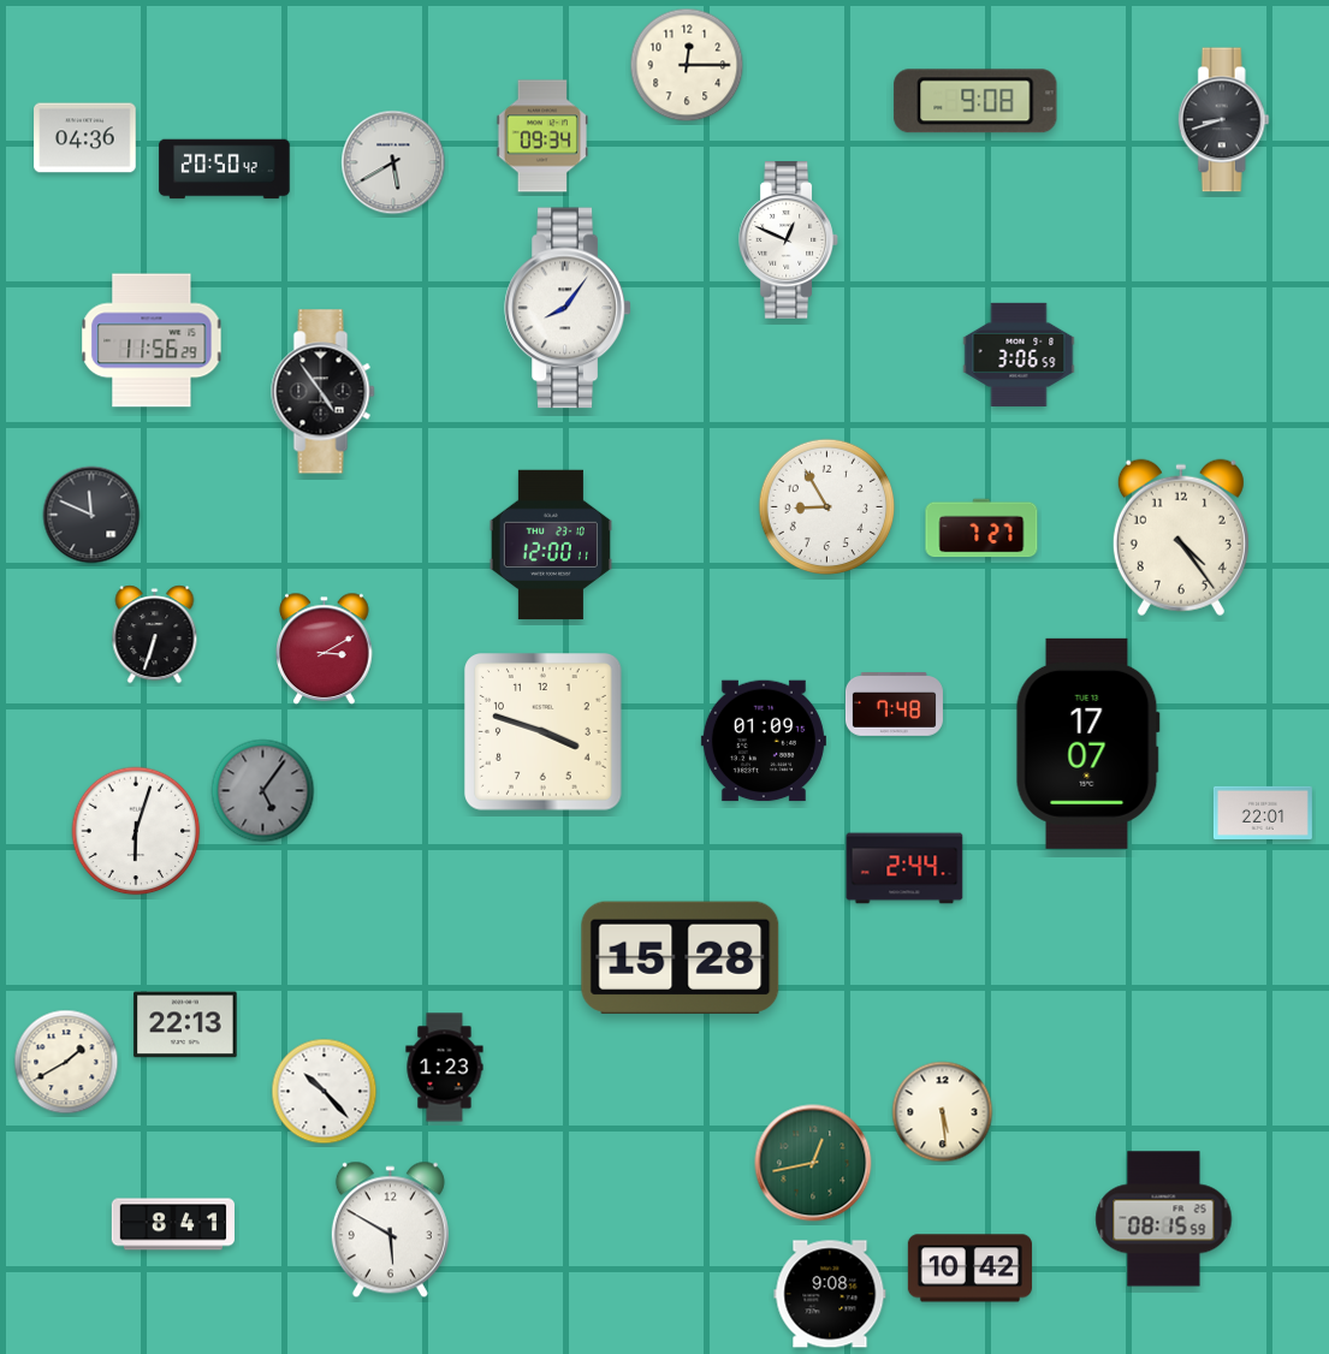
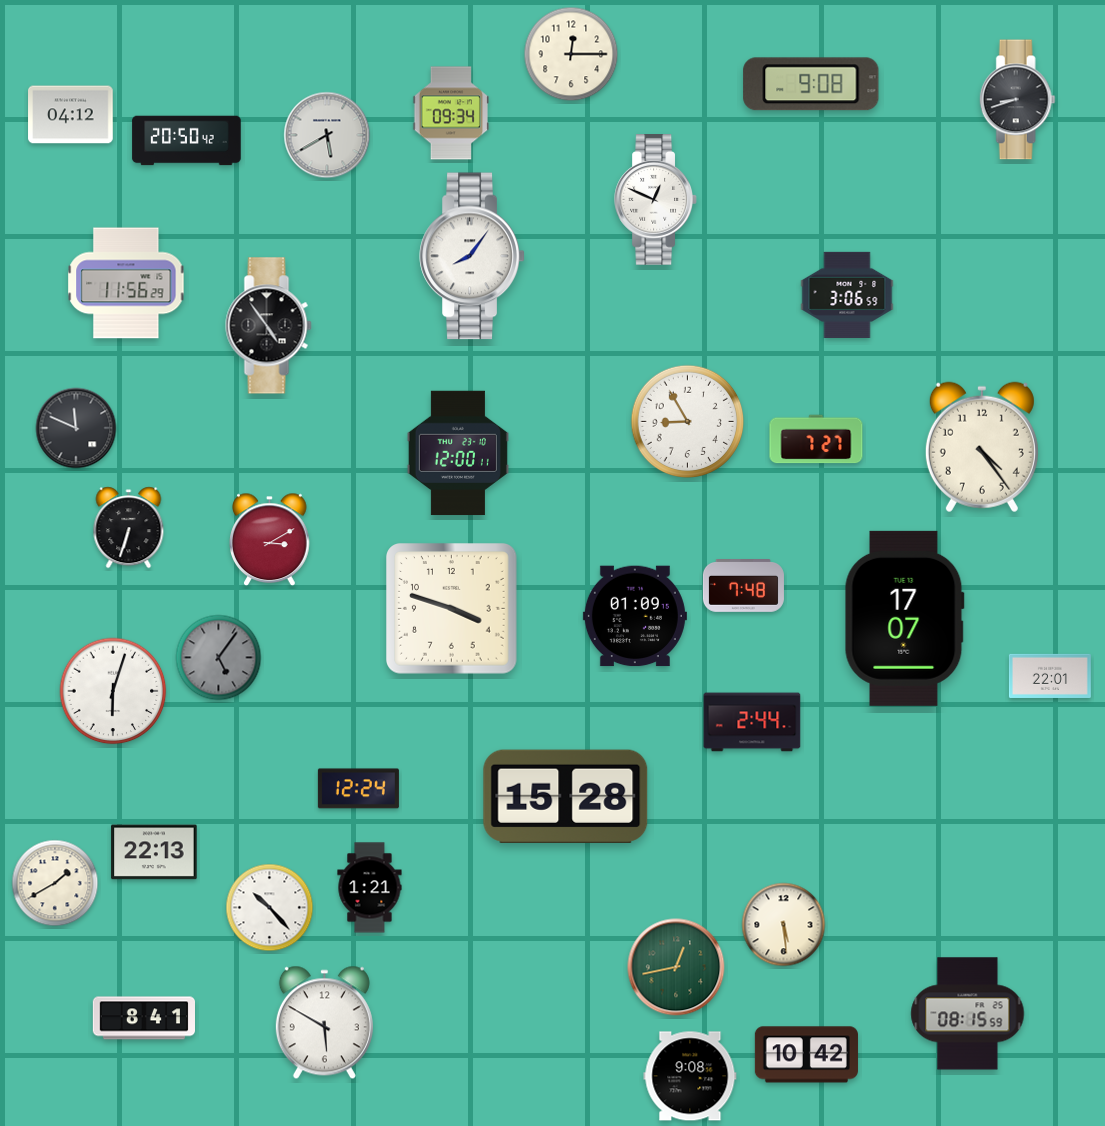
clock at (85, 138): 04:36 -> 04:12
clock at (358, 789): none -> 12:24
clock at (445, 1068): 1:23 -> 1:21
